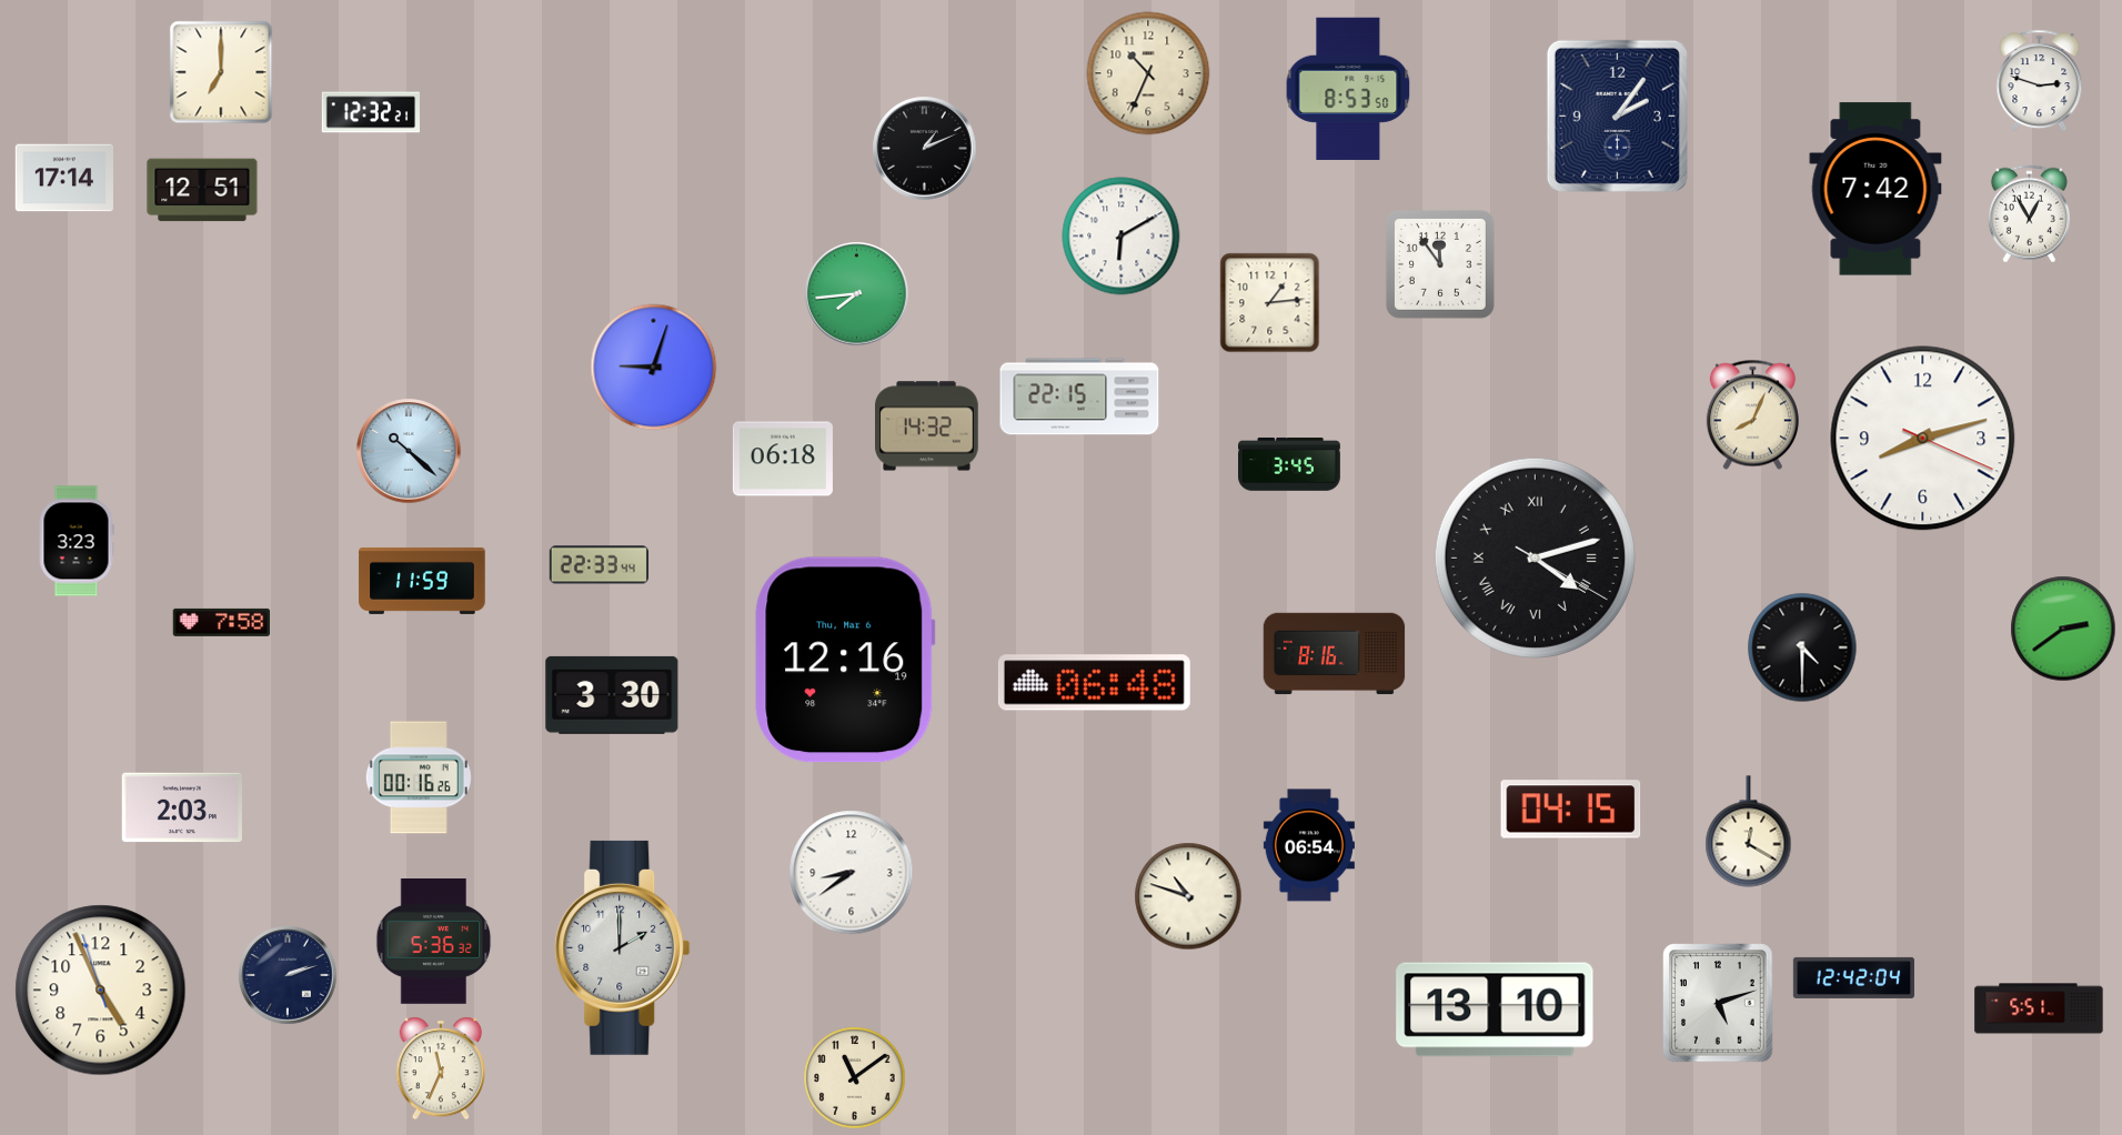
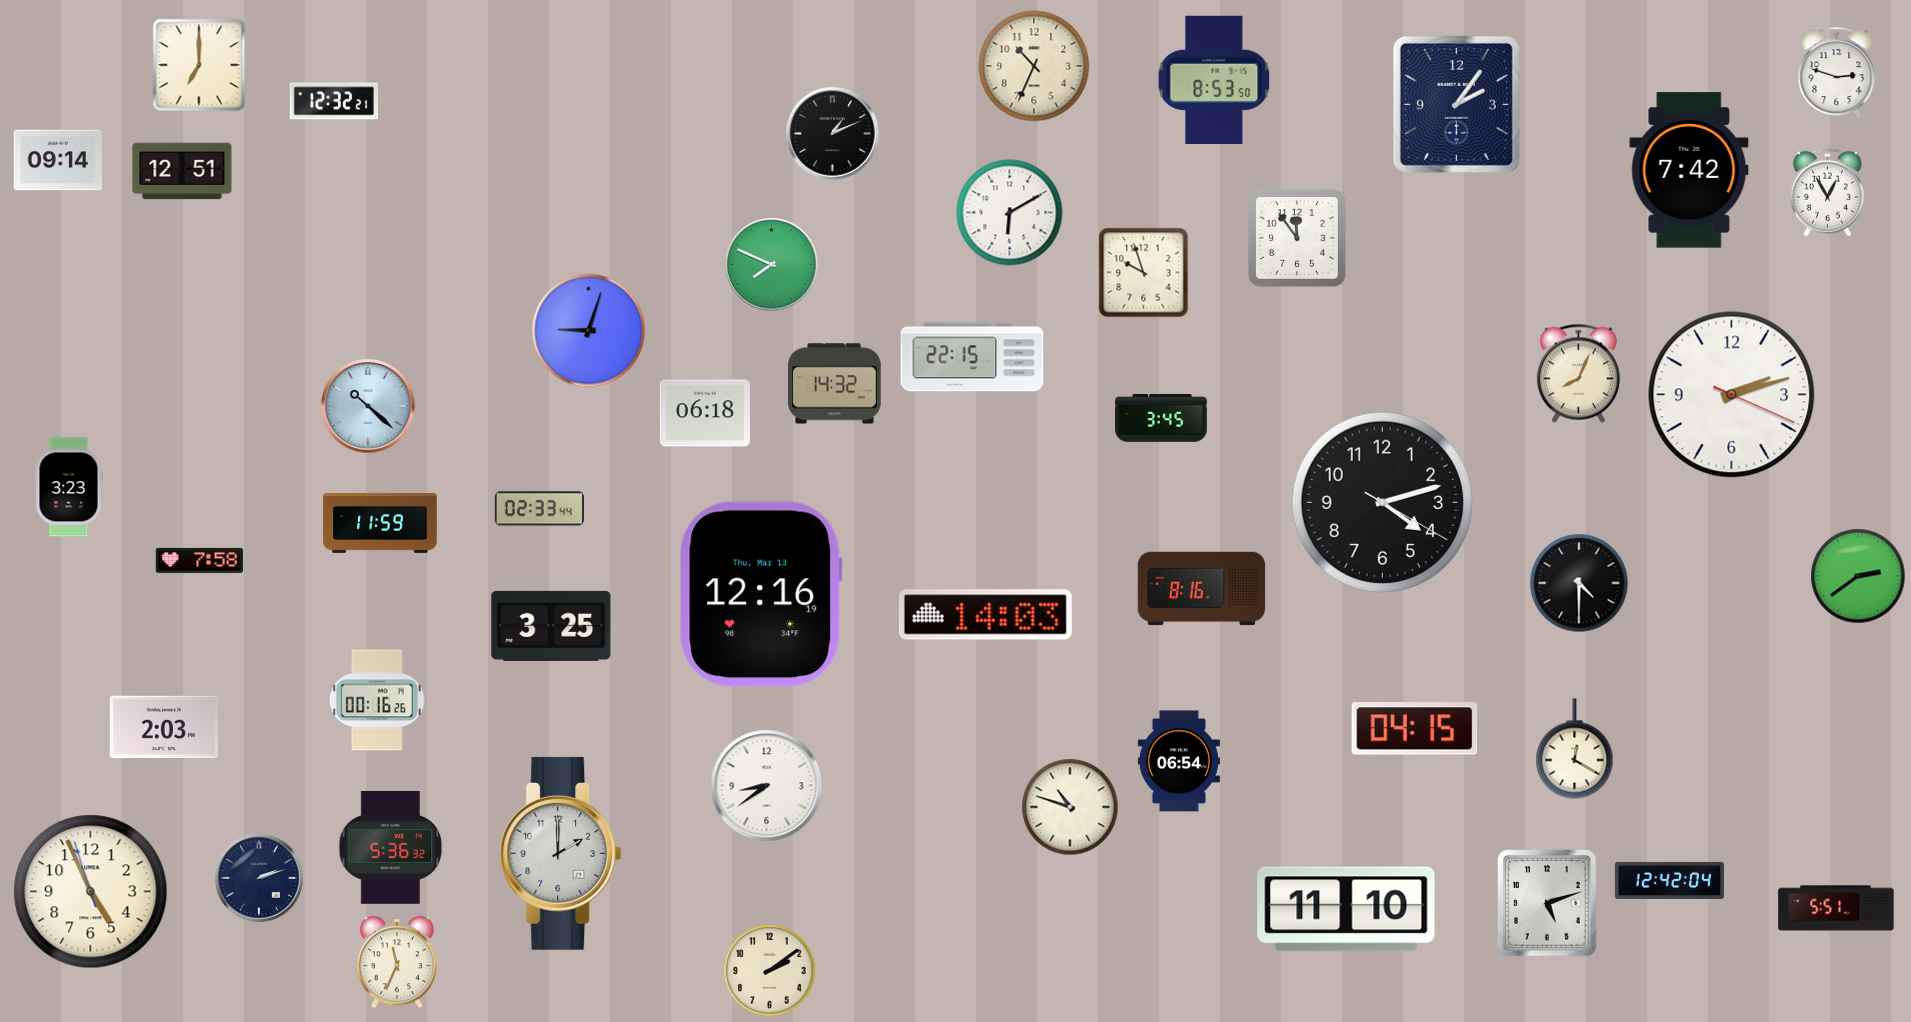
clock at (63, 178): 17:14 -> 09:14
clock at (857, 294): 7:44 -> 7:49
clock at (1270, 303): 1:14 -> 9:57
clock at (1923, 439): 8:12 -> 2:12
clock at (1535, 558) numerals: Roman -> Arabic
clock at (599, 565): 22:33 -> 02:33
clock at (2063, 629) position: (2063, 629) -> (1858, 576)
clock at (1802, 647) position: (1802, 647) -> (1579, 583)
clock at (845, 660) date: Thu, Mar 6 -> Thu, Mar 13
clock at (1094, 683): 06:48 -> 14:03
clock at (612, 695): 3:30 -> 3:25
clock at (1495, 1010): 13:10 -> 11:10
clock at (855, 1078): 11:09 -> 2:09
